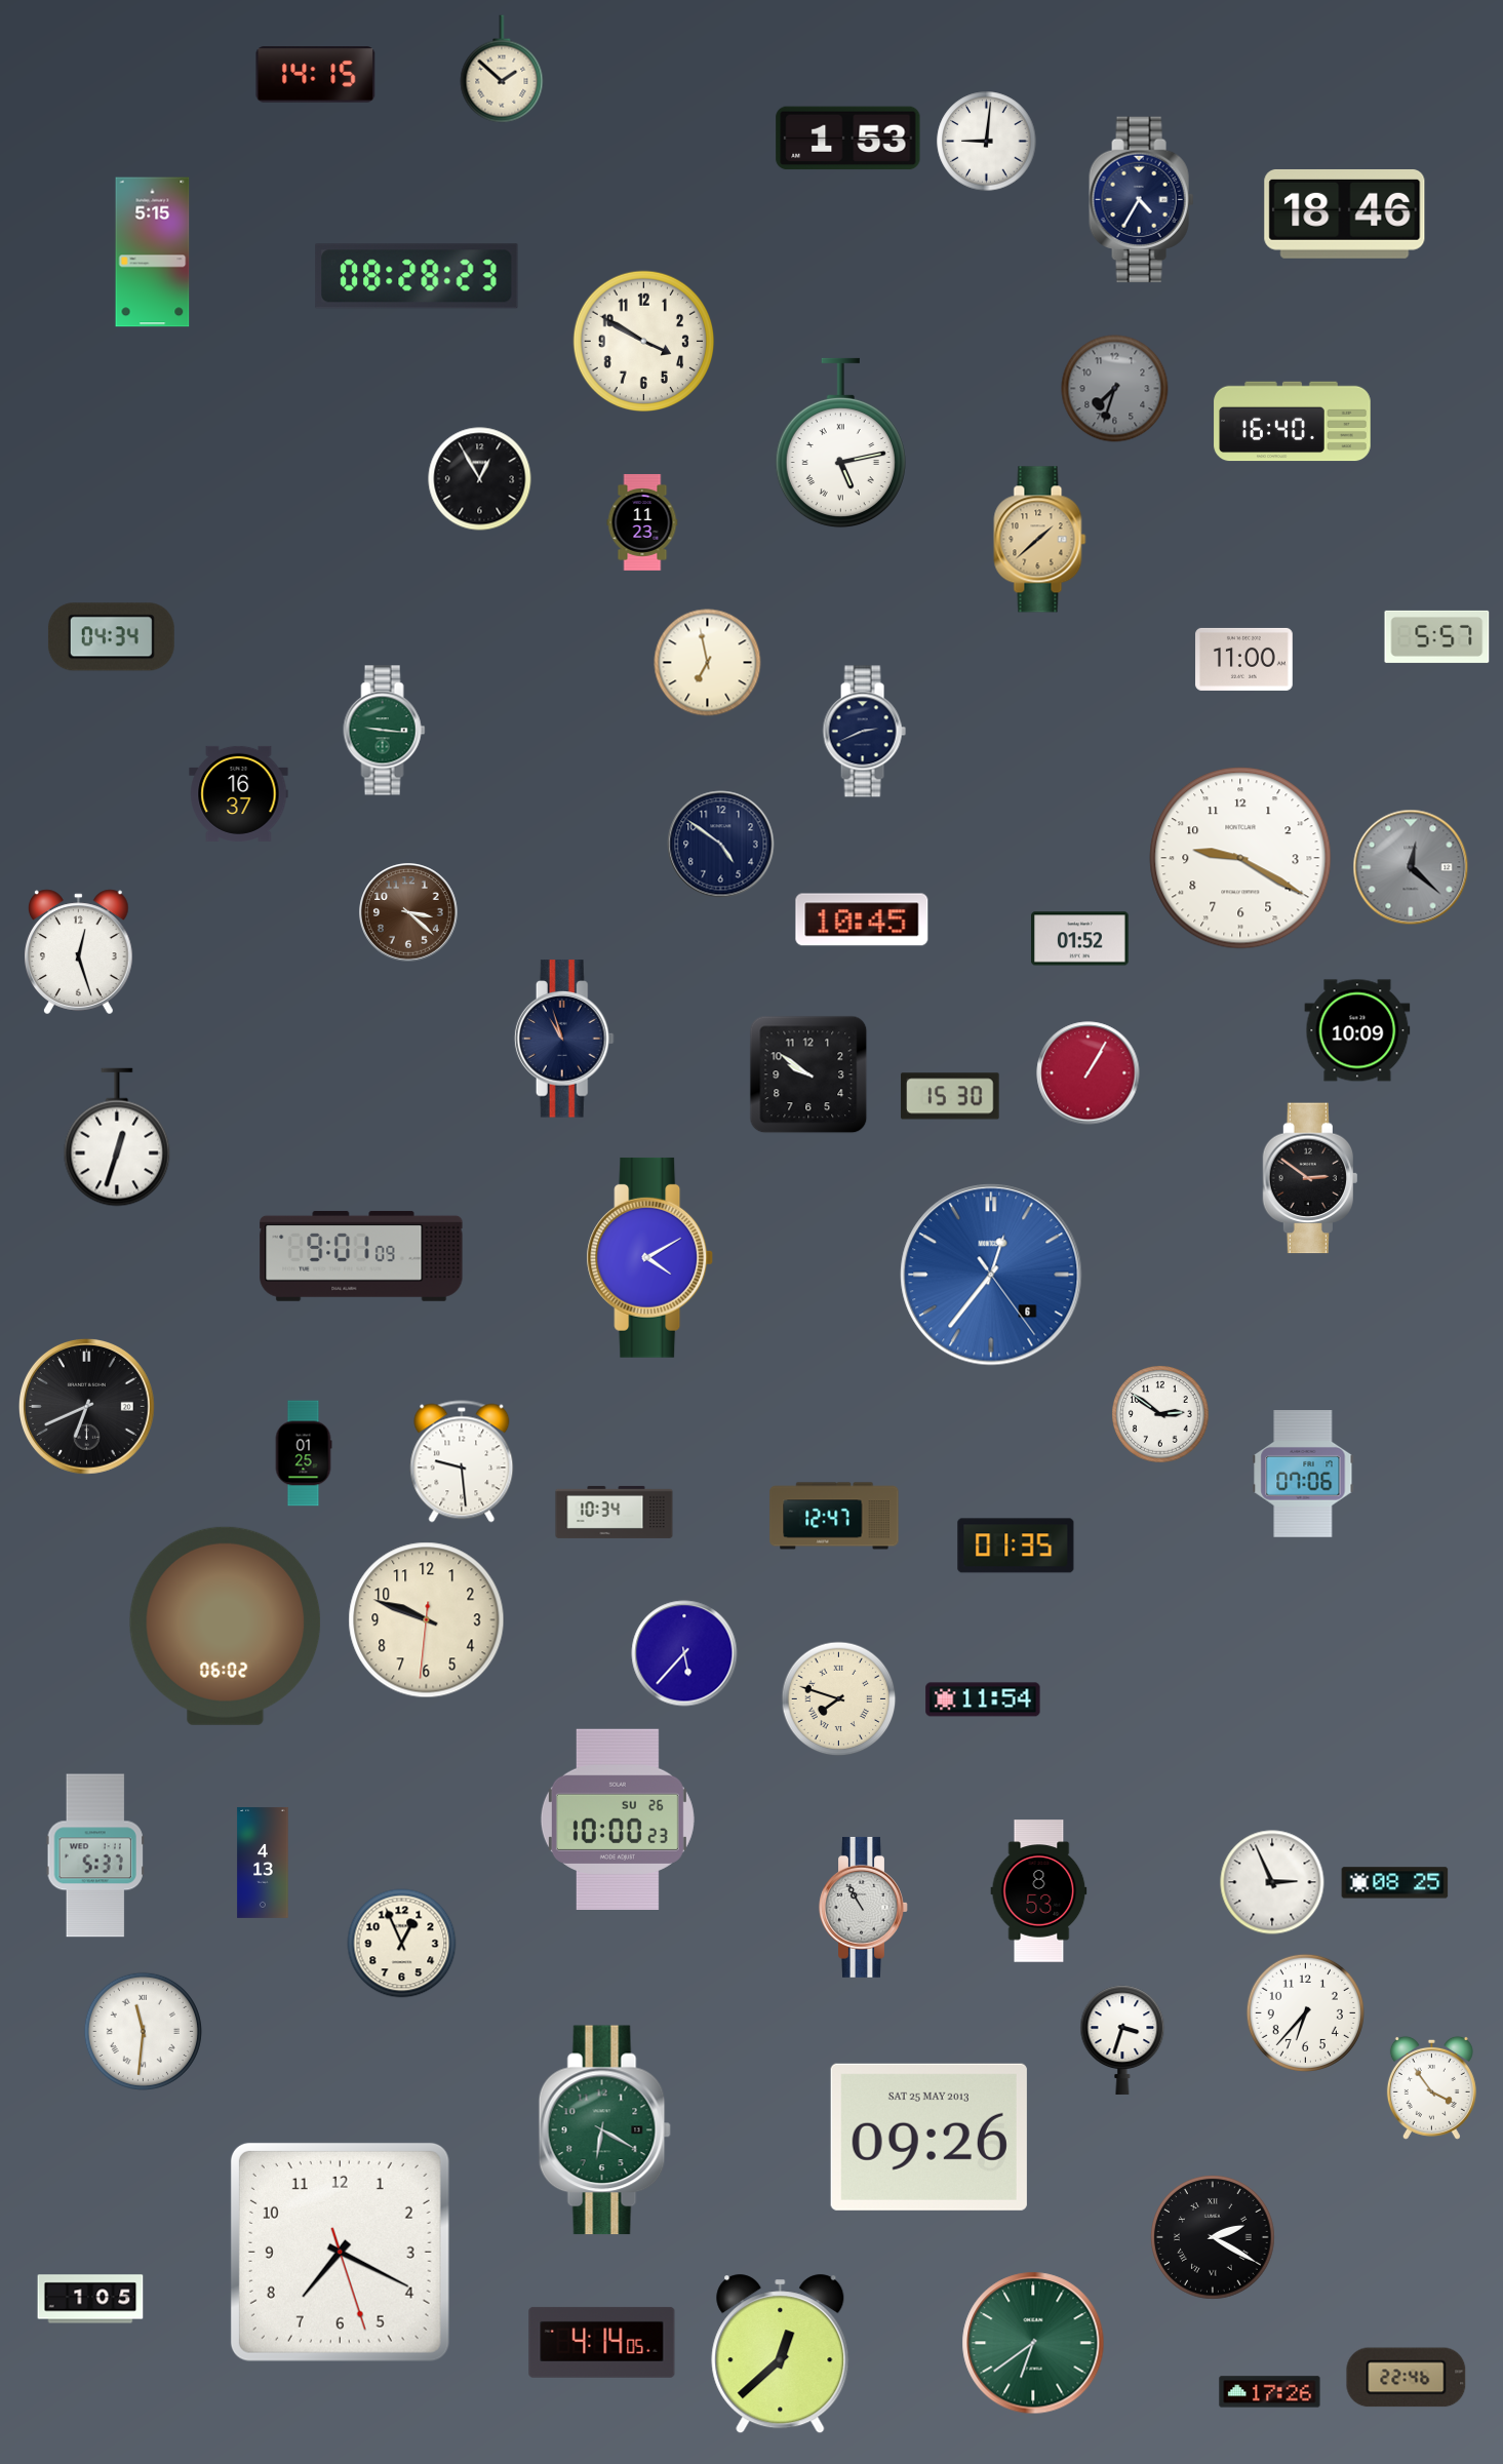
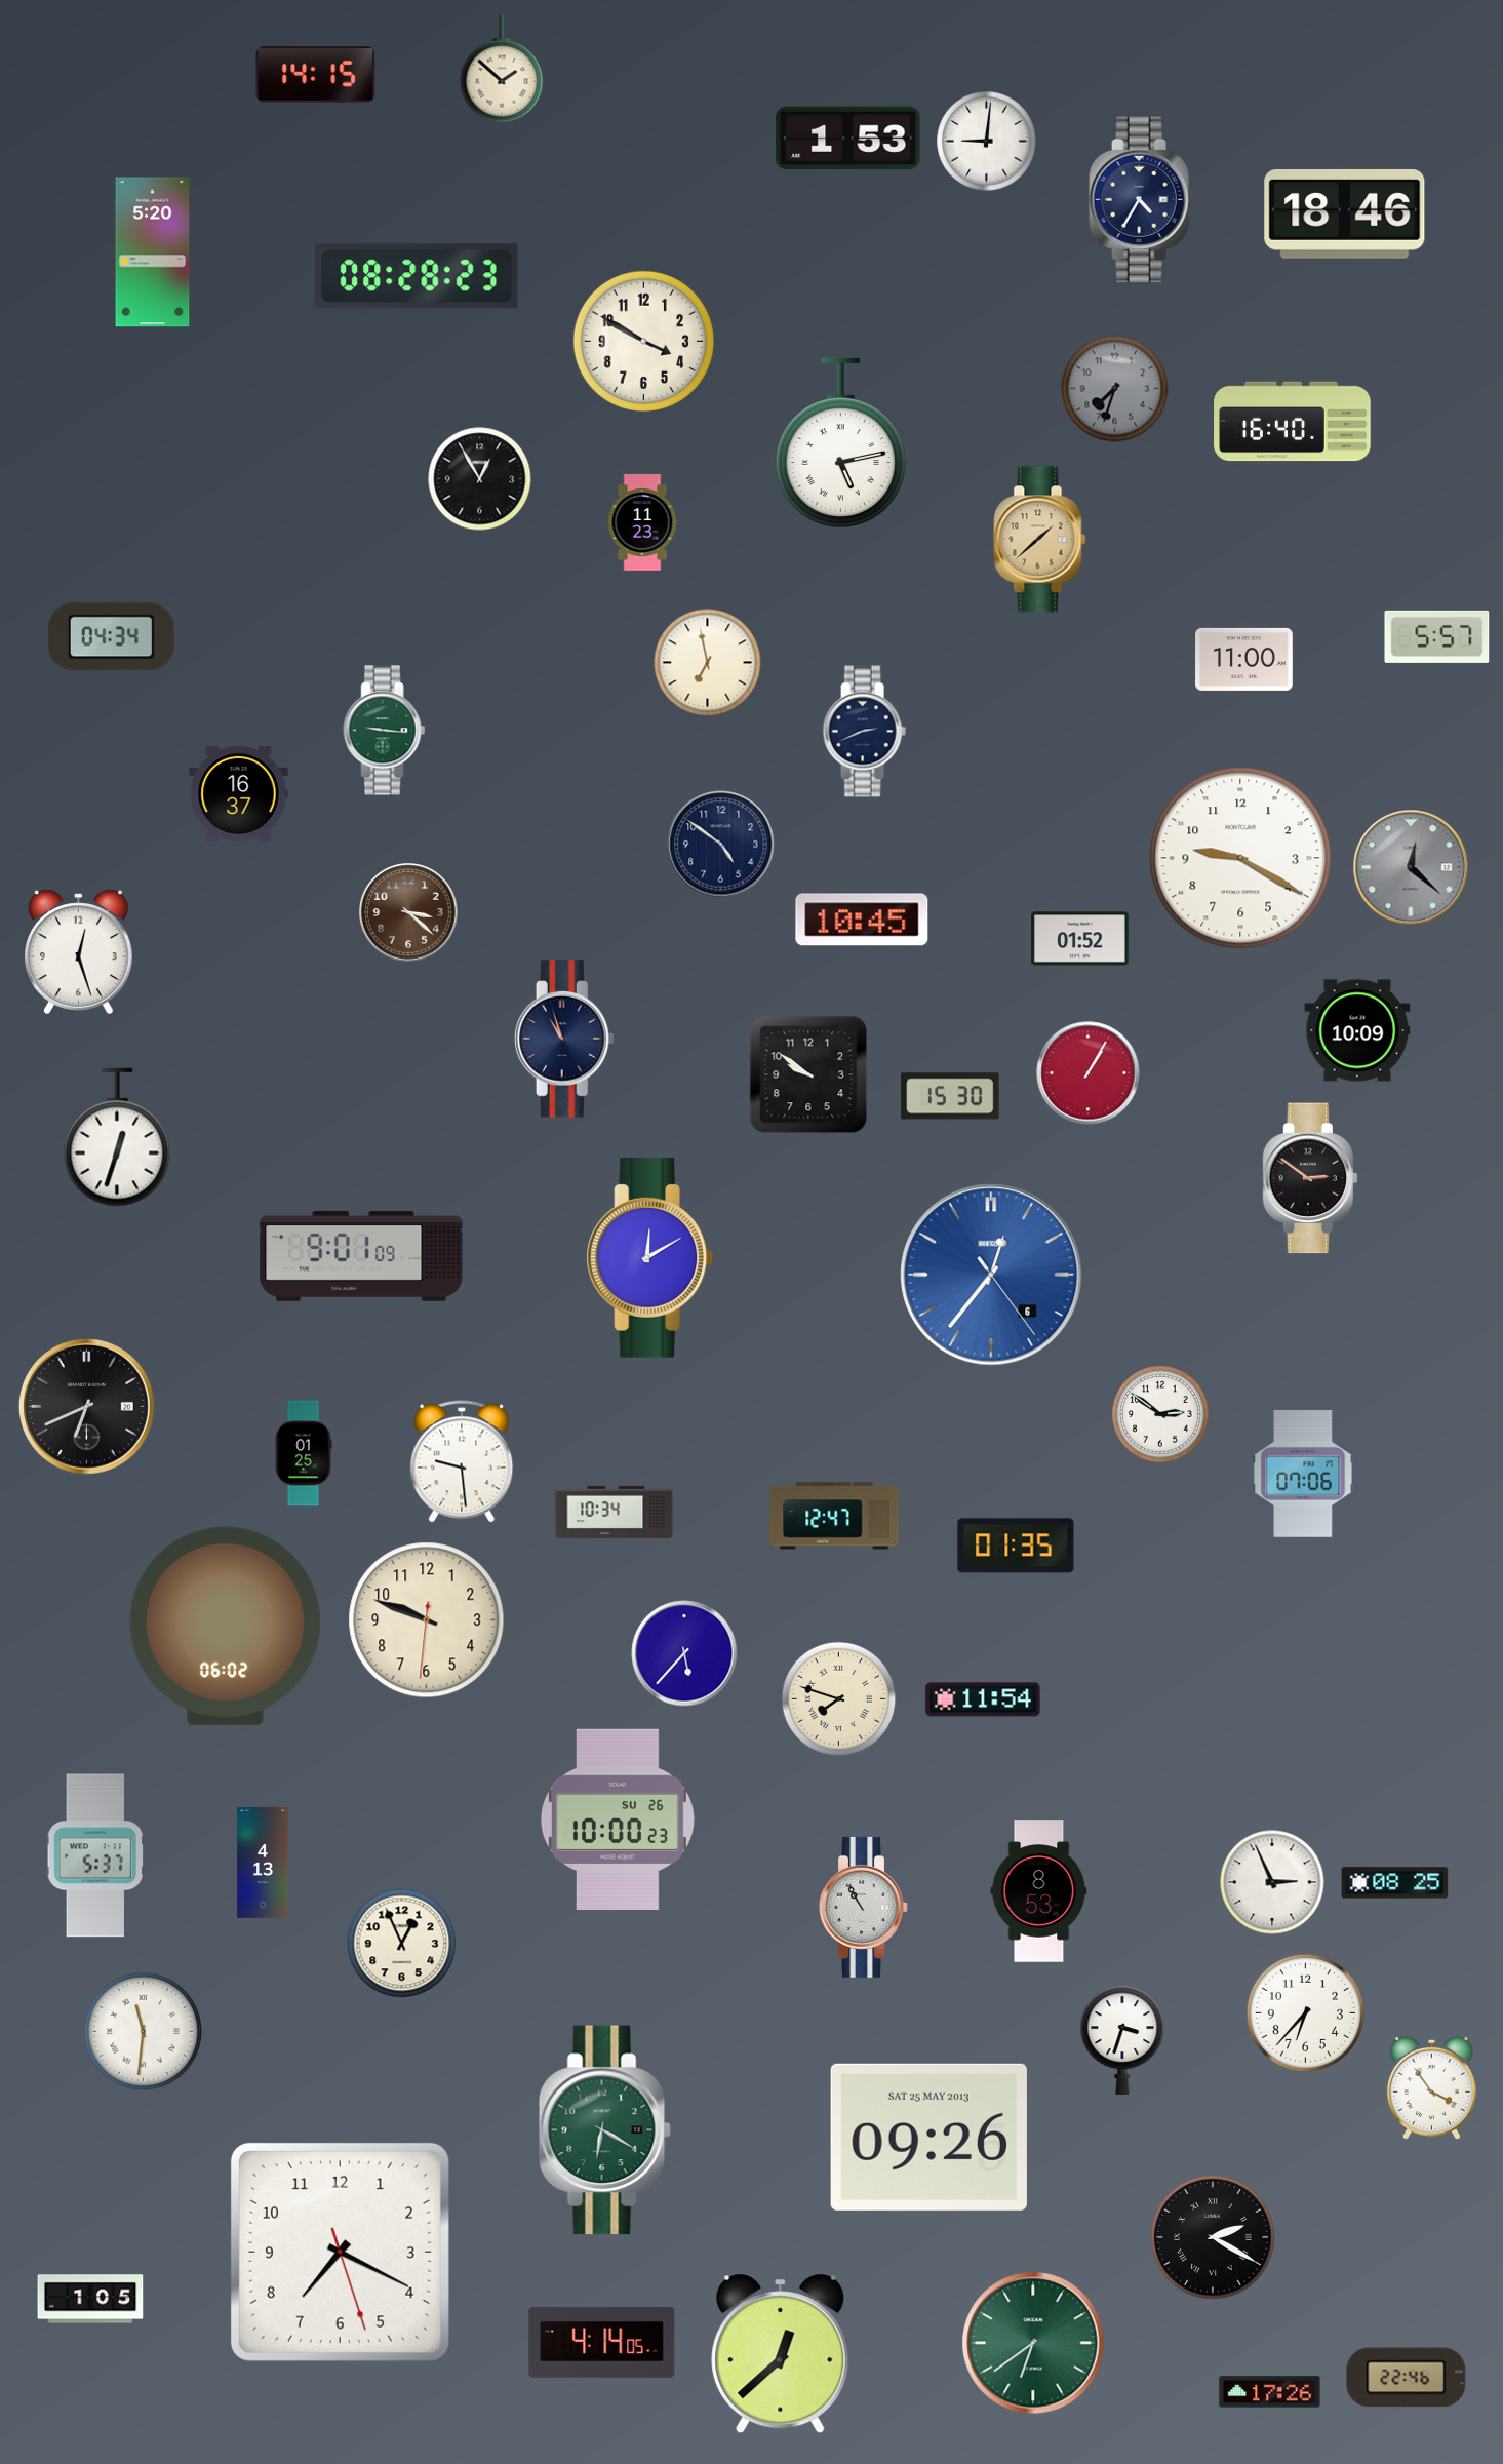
clock at (153, 252): 5:15 -> 5:20
clock at (650, 1257): 4:10 -> 12:10
